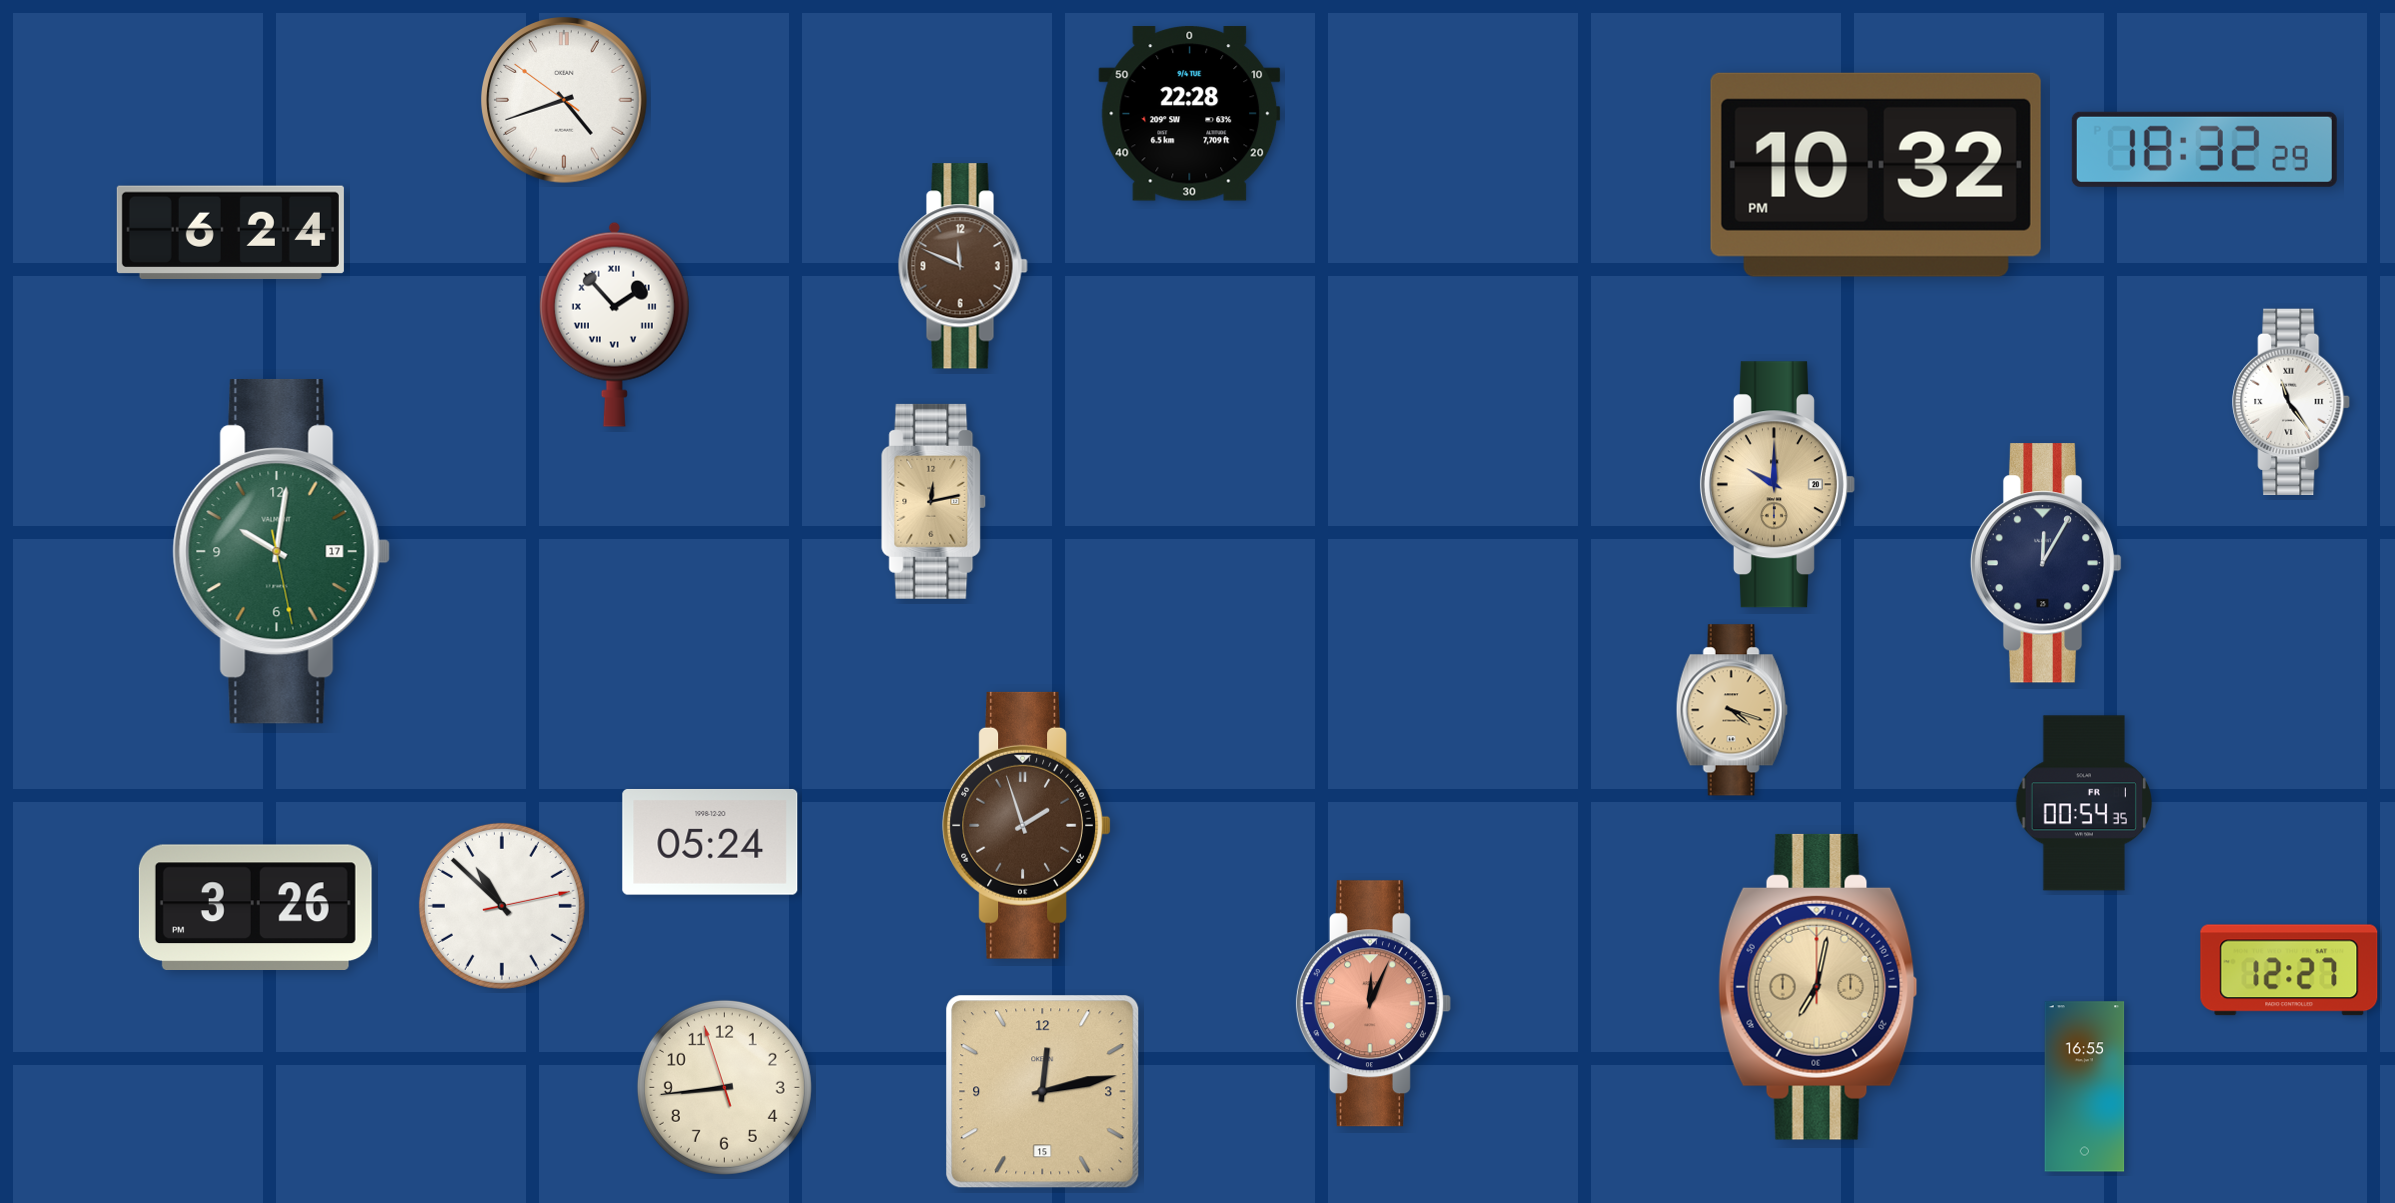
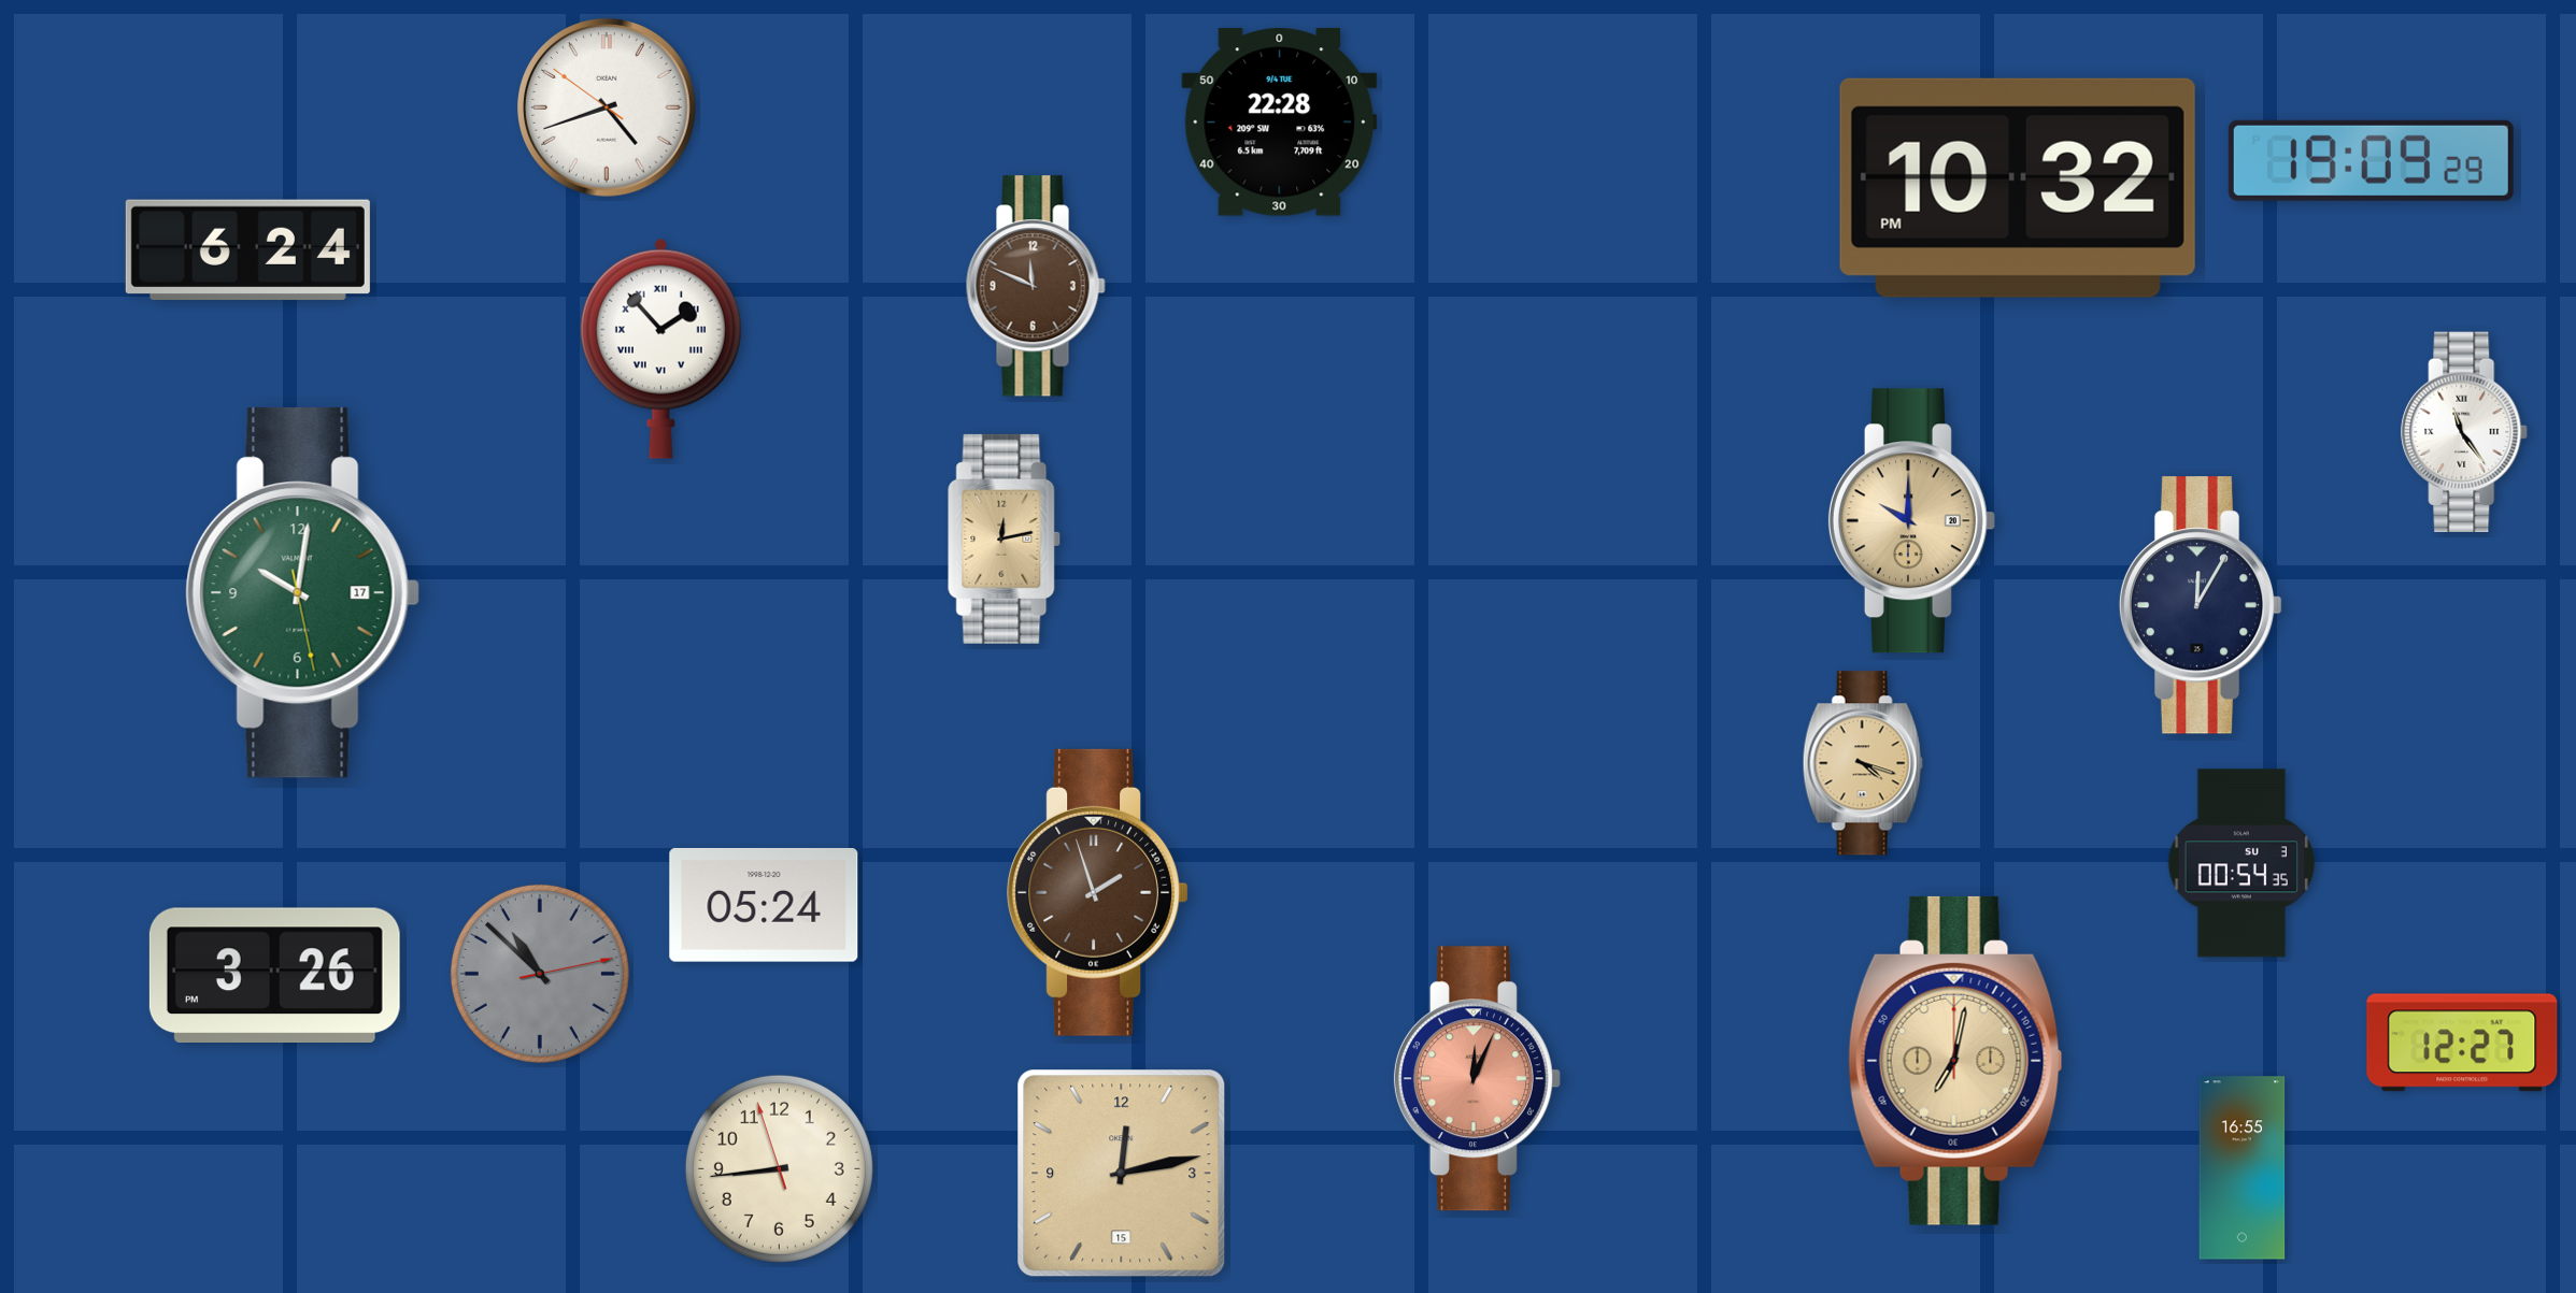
clock at (2204, 149): 18:32 -> 19:09
clock at (2083, 803) date: FR 1 -> SU 3
clock at (1027, 825) position: (1027, 825) -> (1098, 892)
clock at (502, 906) dial: white -> grey
